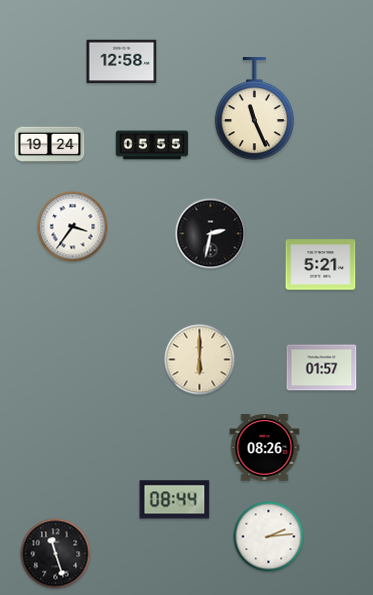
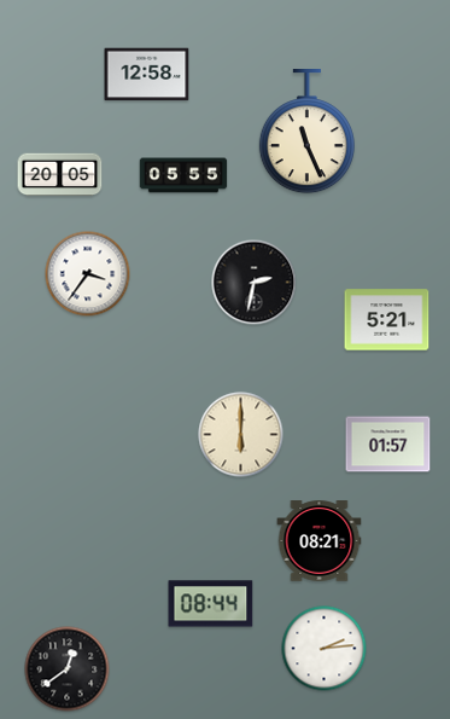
clock at (50, 145): 19:24 -> 20:05
clock at (265, 448): 08:26 -> 08:21
clock at (56, 554): 11:27 -> 12:39
